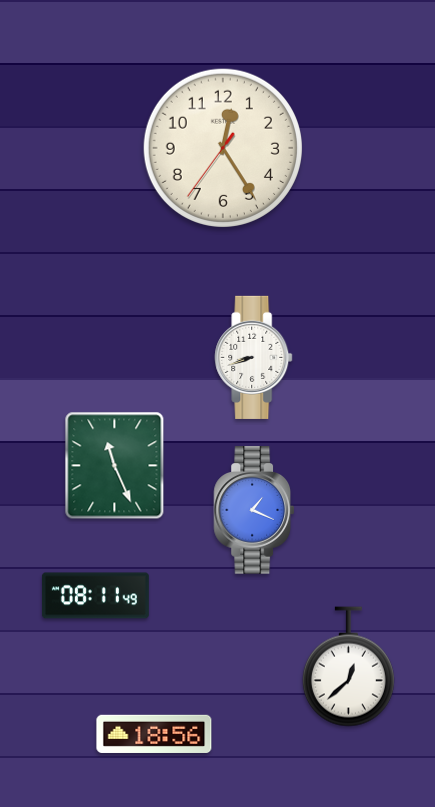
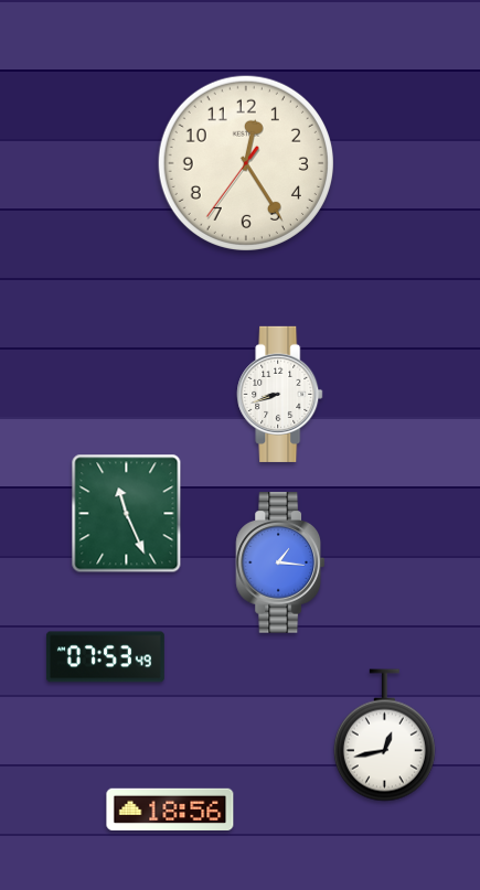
clock at (253, 510): 1:19 -> 1:16
clock at (95, 596): 08:11 -> 07:53
clock at (348, 667): 12:38 -> 12:43
